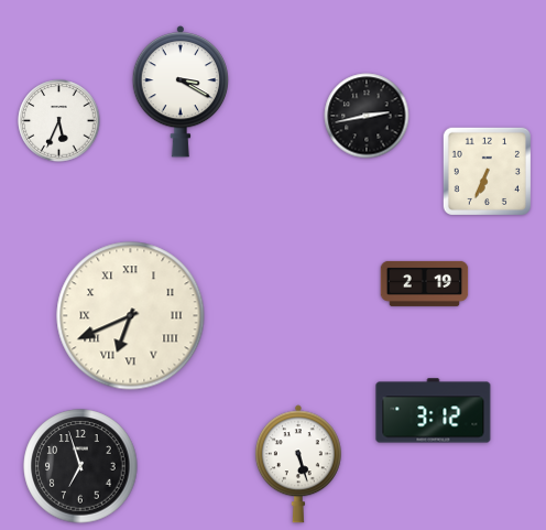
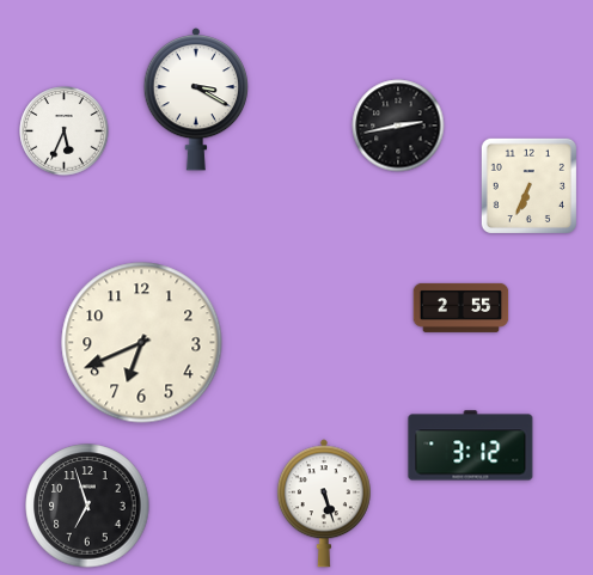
clock at (425, 283): 2:19 -> 2:55
clock at (131, 316) numerals: Roman -> Arabic
